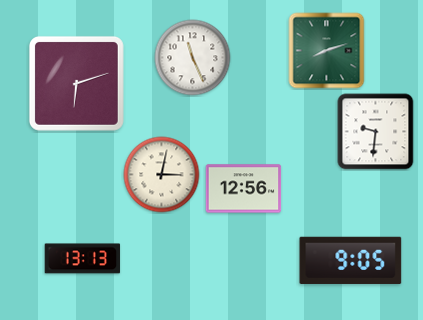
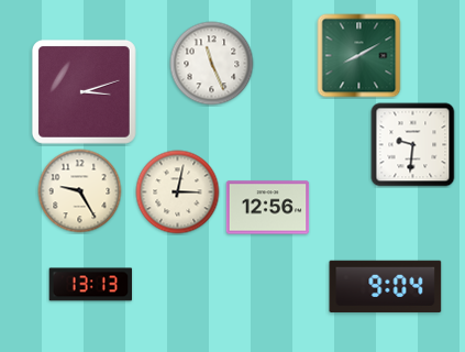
clock at (327, 51): 8:12 -> 8:10
clock at (76, 83): 6:12 -> 3:12
clock at (80, 191): none -> 9:25
clock at (351, 260): 9:05 -> 9:04
